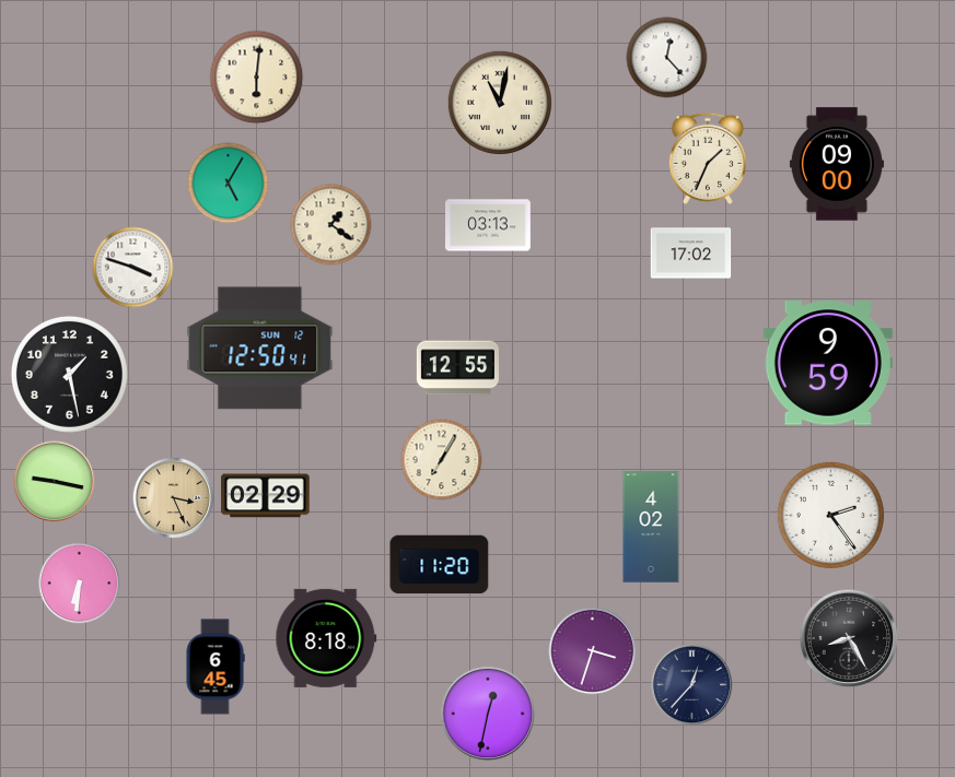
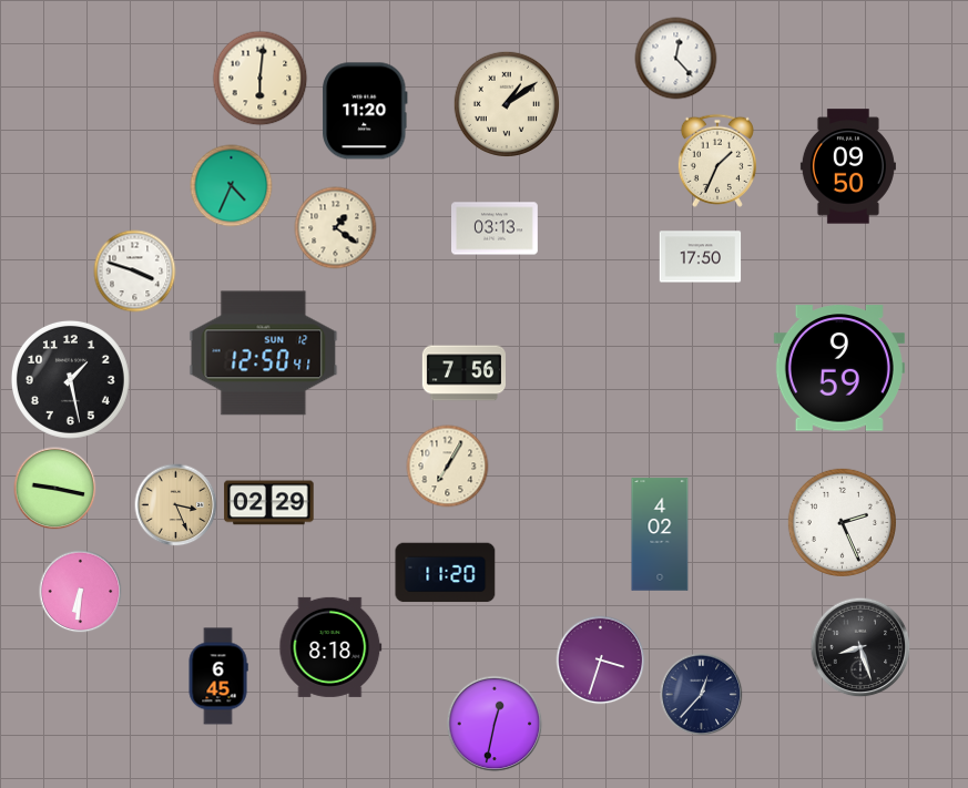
clock at (499, 102): 11:02 -> 1:09
clock at (365, 111): none -> 11:20
clock at (837, 164): 09:00 -> 09:50
clock at (229, 184): 5:05 -> 4:34
clock at (691, 254): 17:02 -> 17:50
clock at (457, 368): 12:55 -> 7:56
clock at (830, 515): 2:24 -> 2:26
clock at (849, 638): 8:25 -> 8:27
